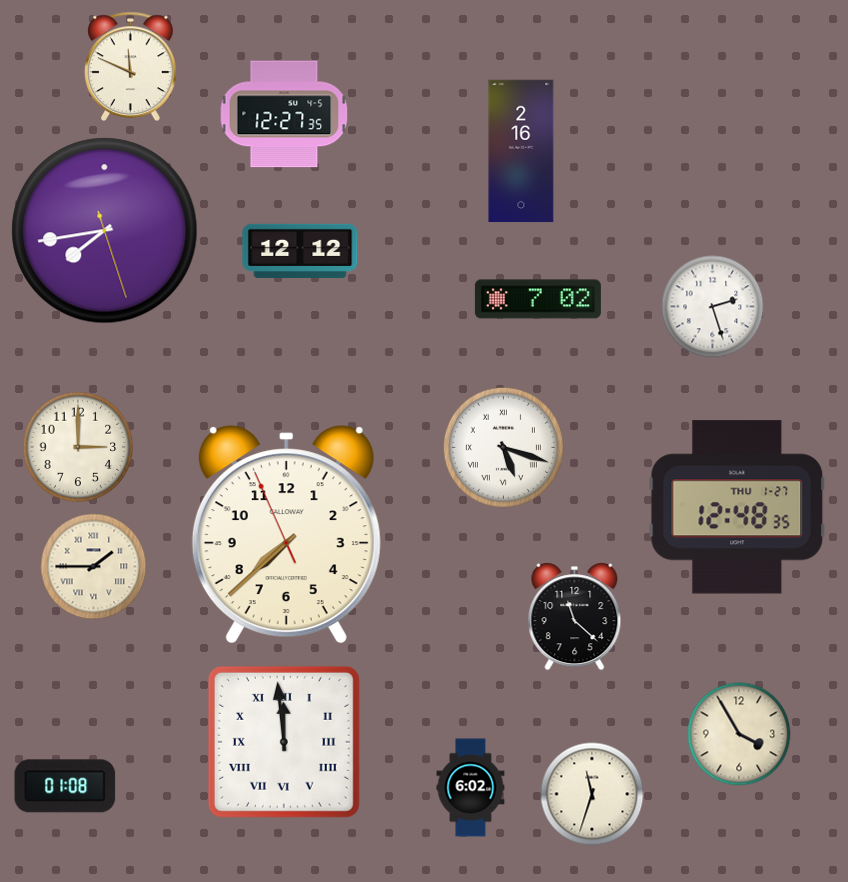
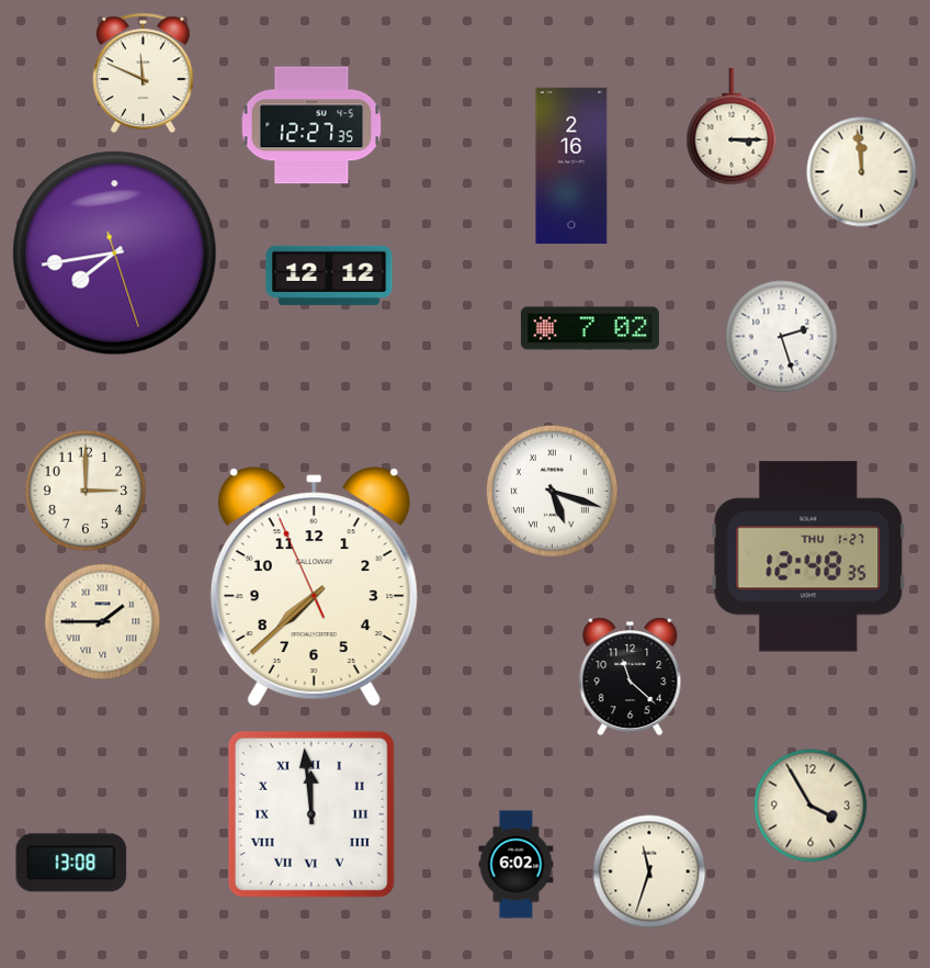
clock at (731, 126): none -> 3:15
clock at (862, 172): none -> 11:59
clock at (65, 786): 01:08 -> 13:08
